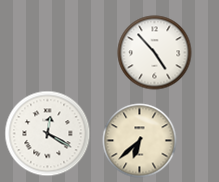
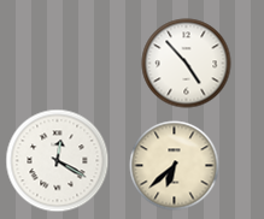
clock at (140, 141) position: (140, 141) -> (175, 166)
